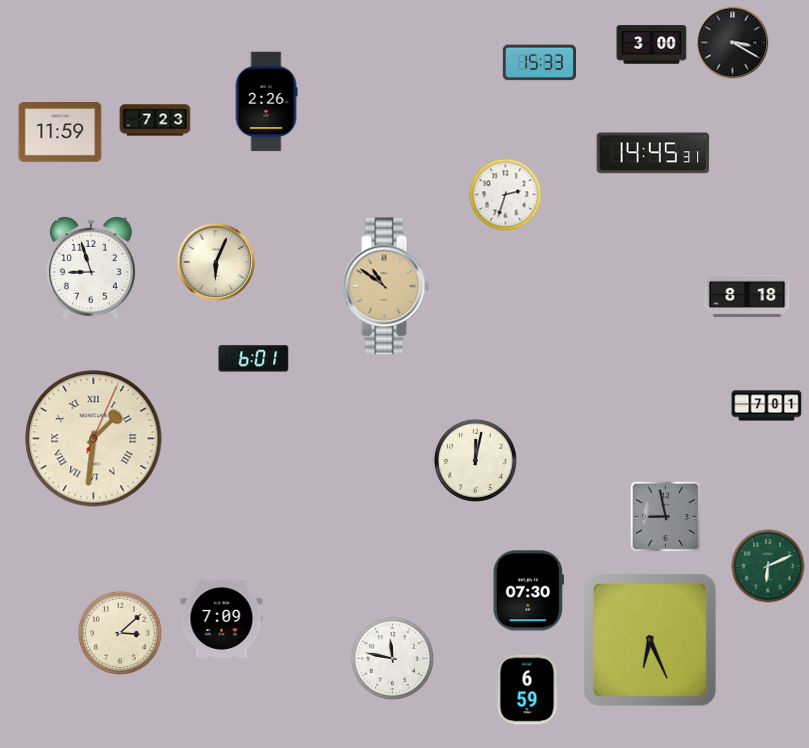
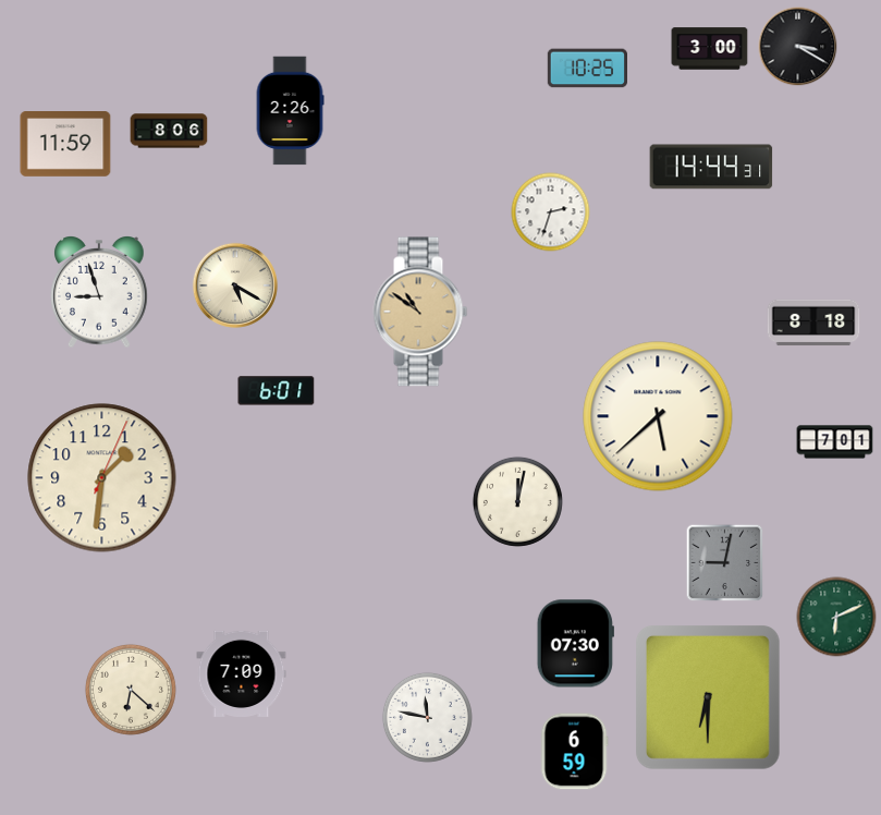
clock at (540, 63): 15:33 -> 10:25
clock at (155, 120): 7:23 -> 8:06
clock at (653, 153): 14:45 -> 14:44
clock at (216, 262): 6:04 -> 5:20
clock at (658, 416): none -> 5:38
clock at (94, 439) numerals: Roman -> Arabic
clock at (666, 517): 8:58 -> 9:02
clock at (120, 633): 3:08 -> 6:22
clock at (650, 640): 6:26 -> 6:30
